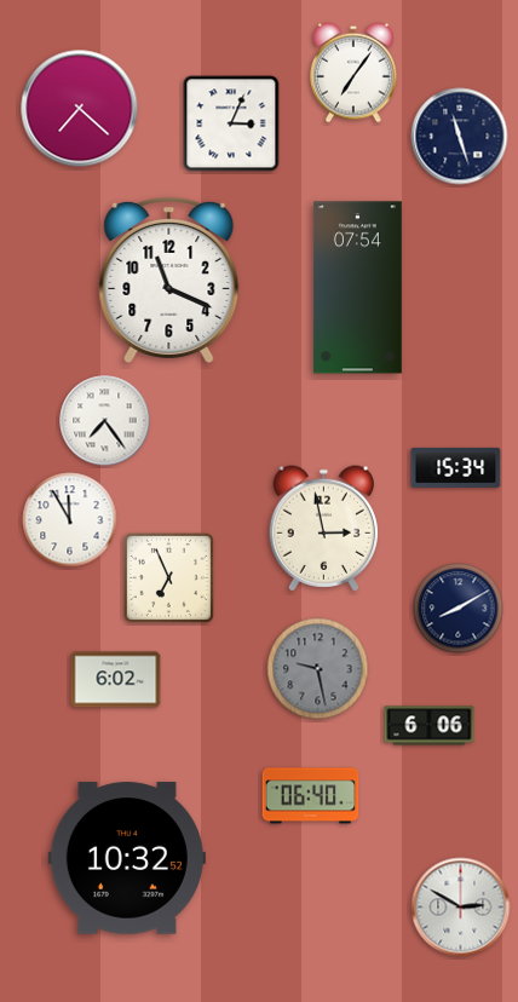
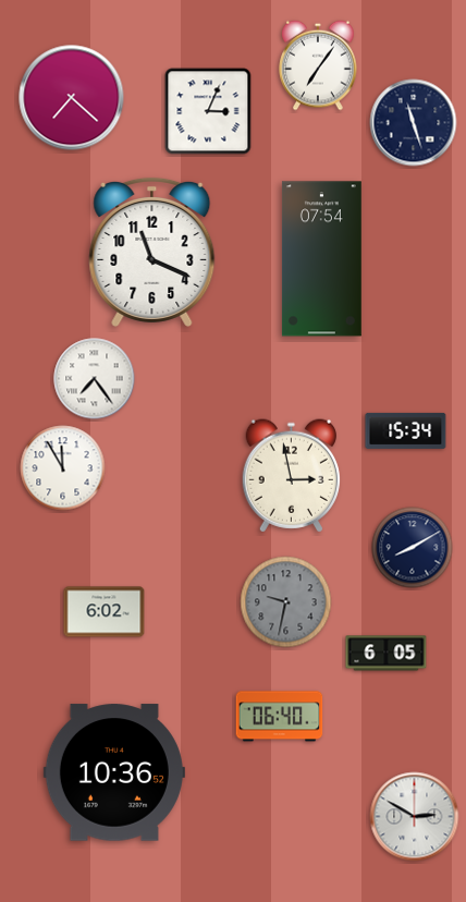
clock at (456, 467) position: (456, 467) -> (406, 430)
clock at (168, 577): 6:56 -> none
clock at (318, 669): 9:28 -> 9:32
clock at (430, 726): 6:06 -> 6:05
clock at (127, 858): 10:32 -> 10:36
